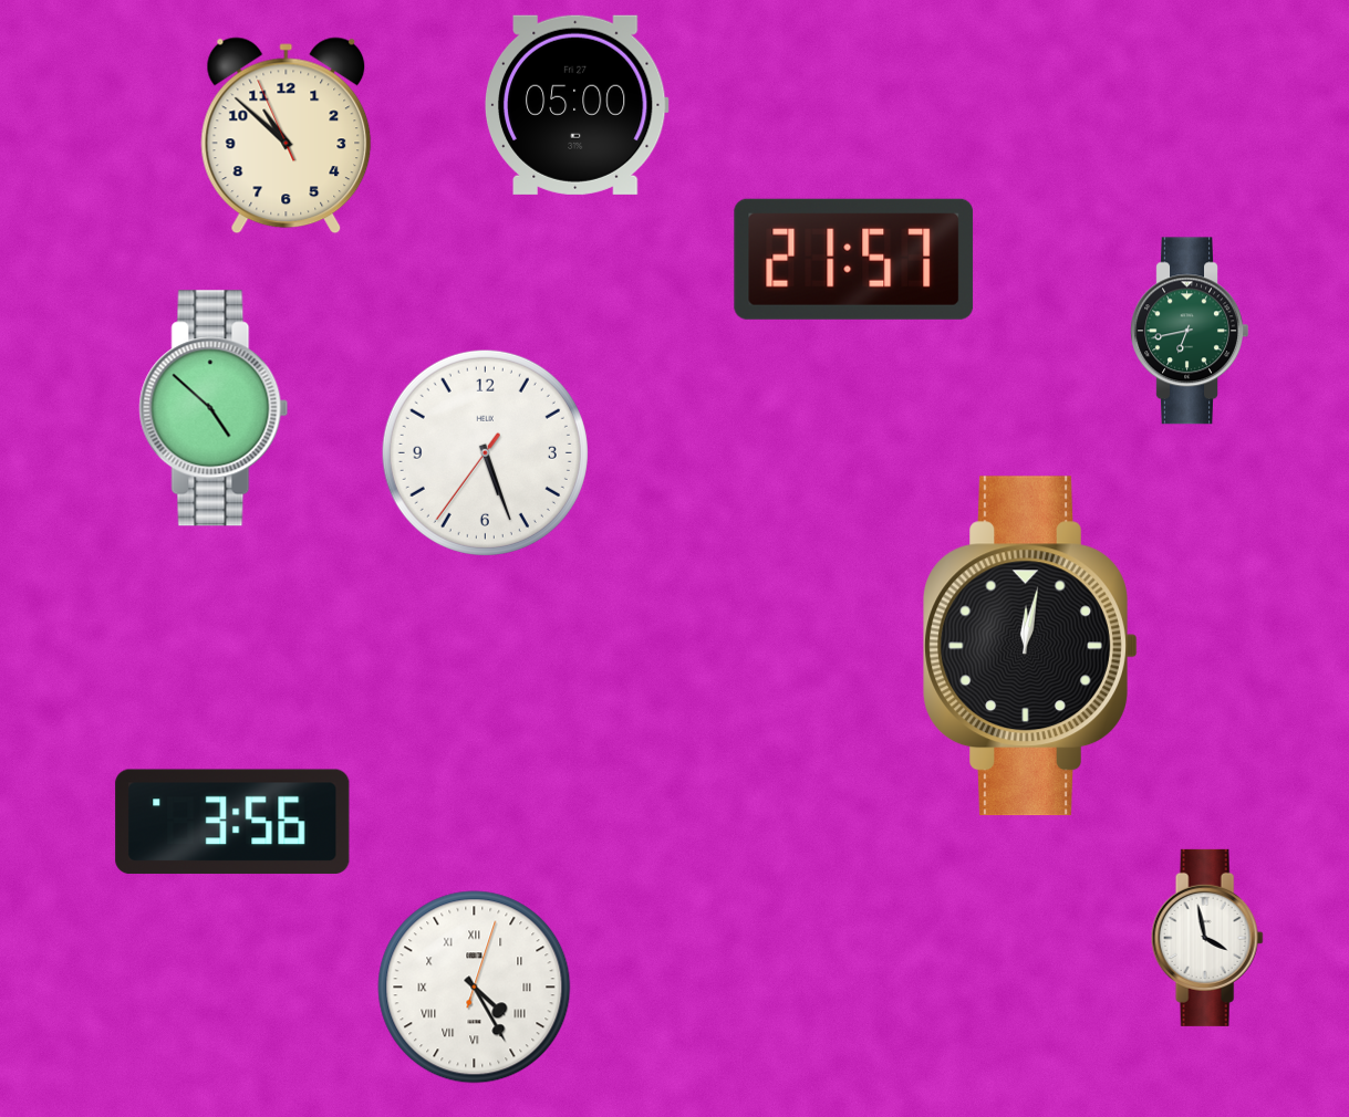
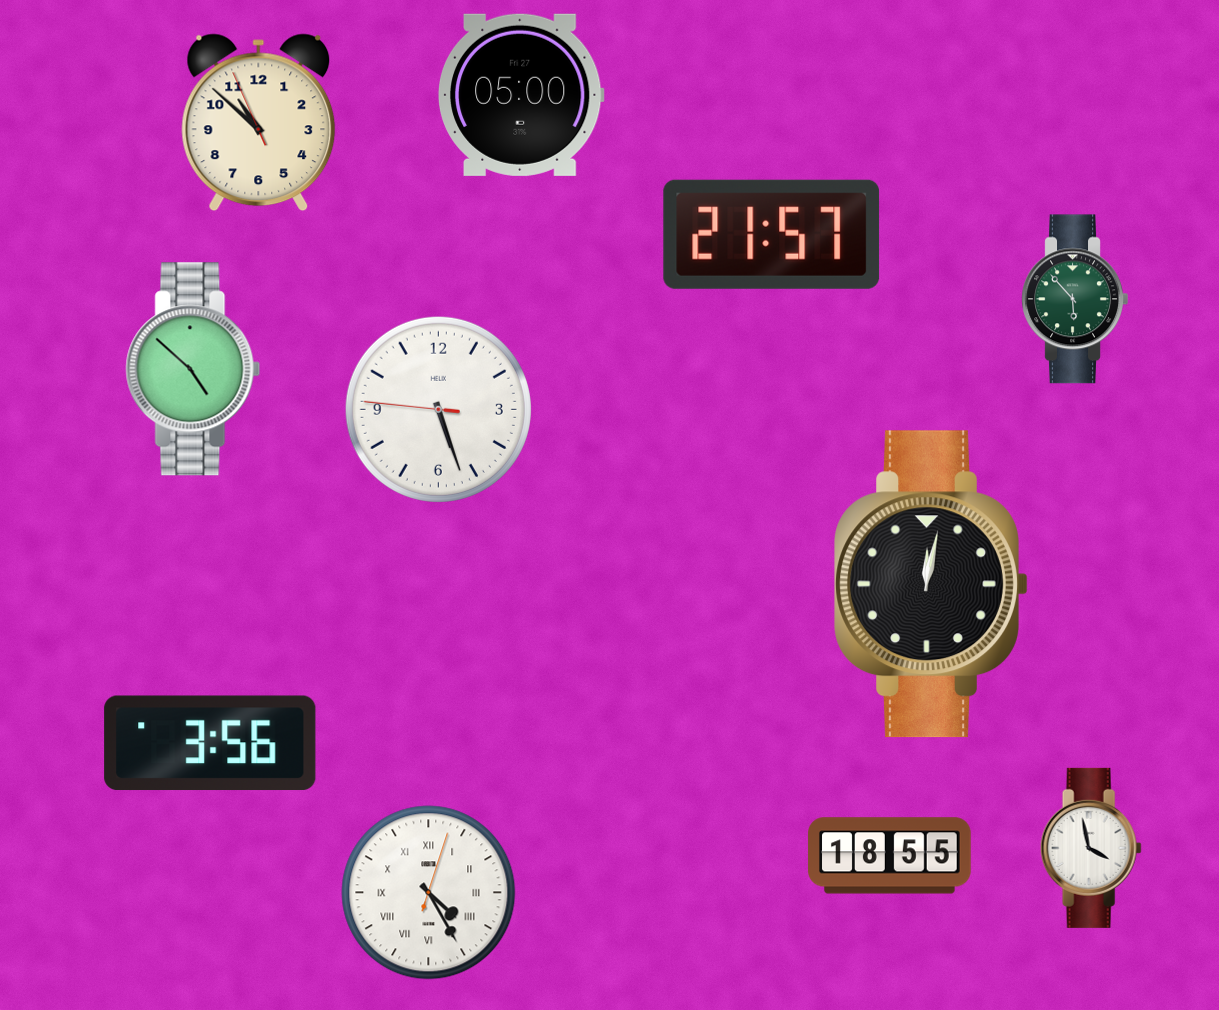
clock at (1190, 331): 6:43 -> 5:53
clock at (485, 452): 5:26:36 -> 5:26:46
clock at (890, 856): none -> 18:55
